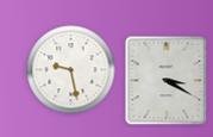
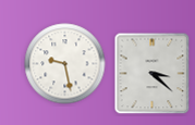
clock at (167, 81): 3:20 -> 3:22
